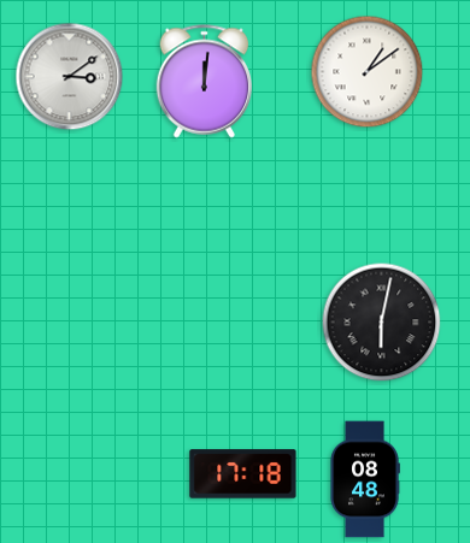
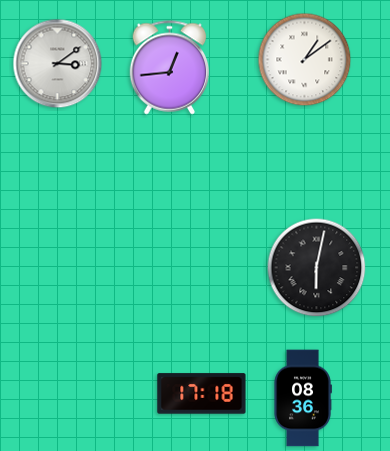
clock at (205, 82): 12:01 -> 12:44
clock at (365, 479): 08:48 -> 08:36
